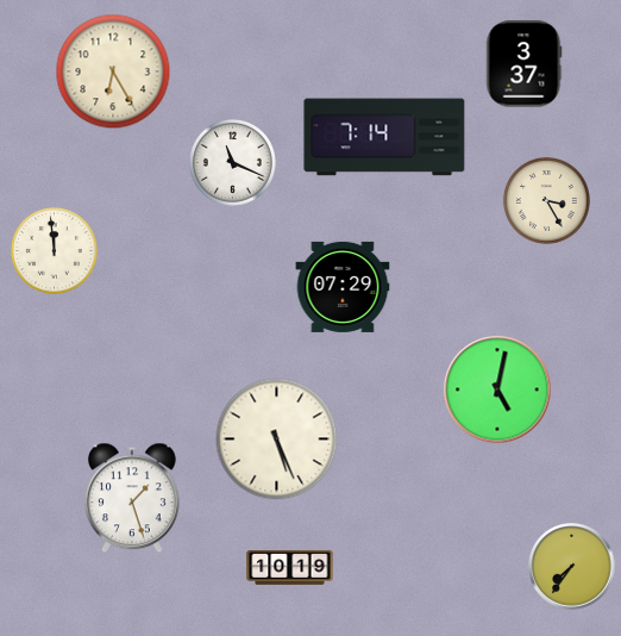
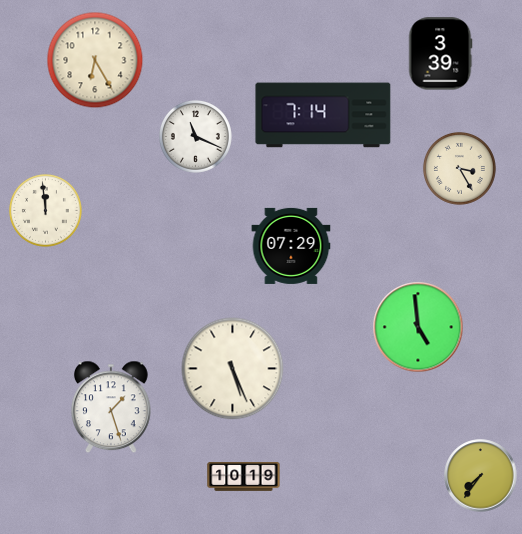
clock at (523, 64): 3:37 -> 3:39
clock at (343, 287) position: (343, 287) -> (291, 246)
clock at (497, 389): 5:02 -> 4:59
clock at (132, 498) position: (132, 498) -> (111, 407)
